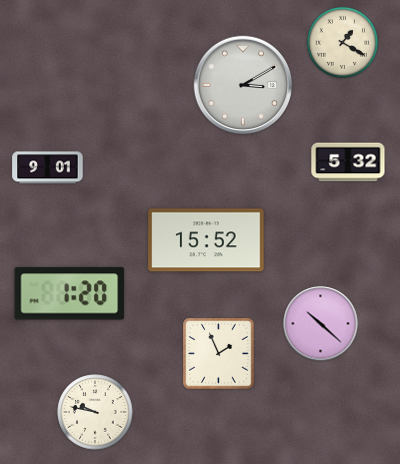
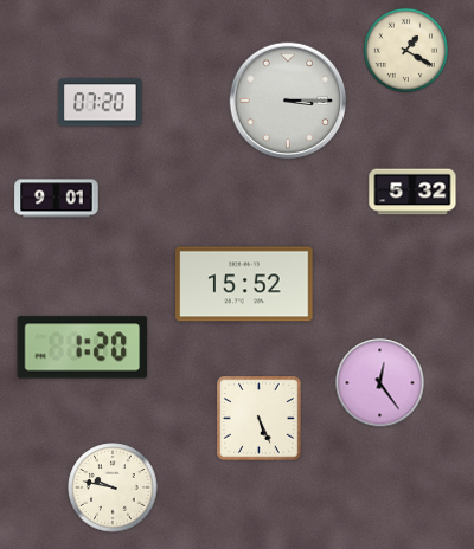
clock at (243, 85): 3:10 -> 3:15
clock at (101, 103): none -> 07:20
clock at (321, 324): 10:22 -> 12:24
clock at (219, 354): 1:56 -> 5:26
